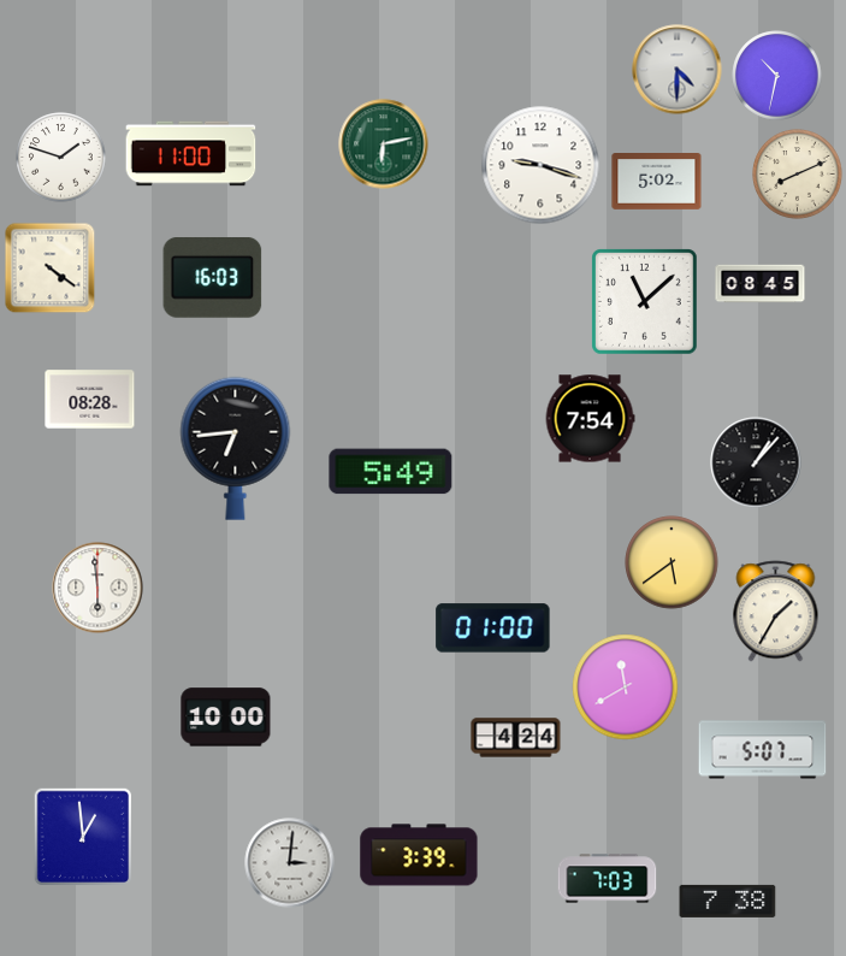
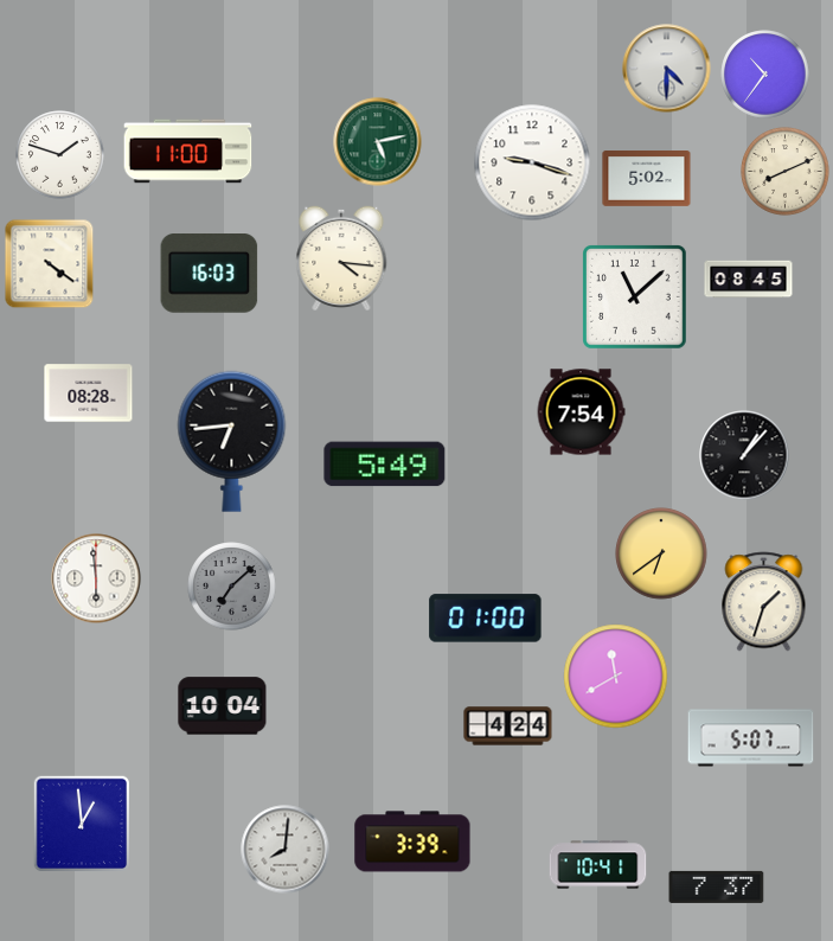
clock at (777, 76): 10:32 -> 10:36
clock at (384, 144): 6:13 -> 5:13
clock at (341, 257): none -> 4:16
clock at (672, 562): 5:39 -> 6:39
clock at (232, 587): none -> 7:08
clock at (776, 612): 1:35 -> 1:33
clock at (226, 718): 10:00 -> 10:04
clock at (290, 863): 3:01 -> 8:01
clock at (608, 879): 7:03 -> 10:41
clock at (728, 901): 7:38 -> 7:37
